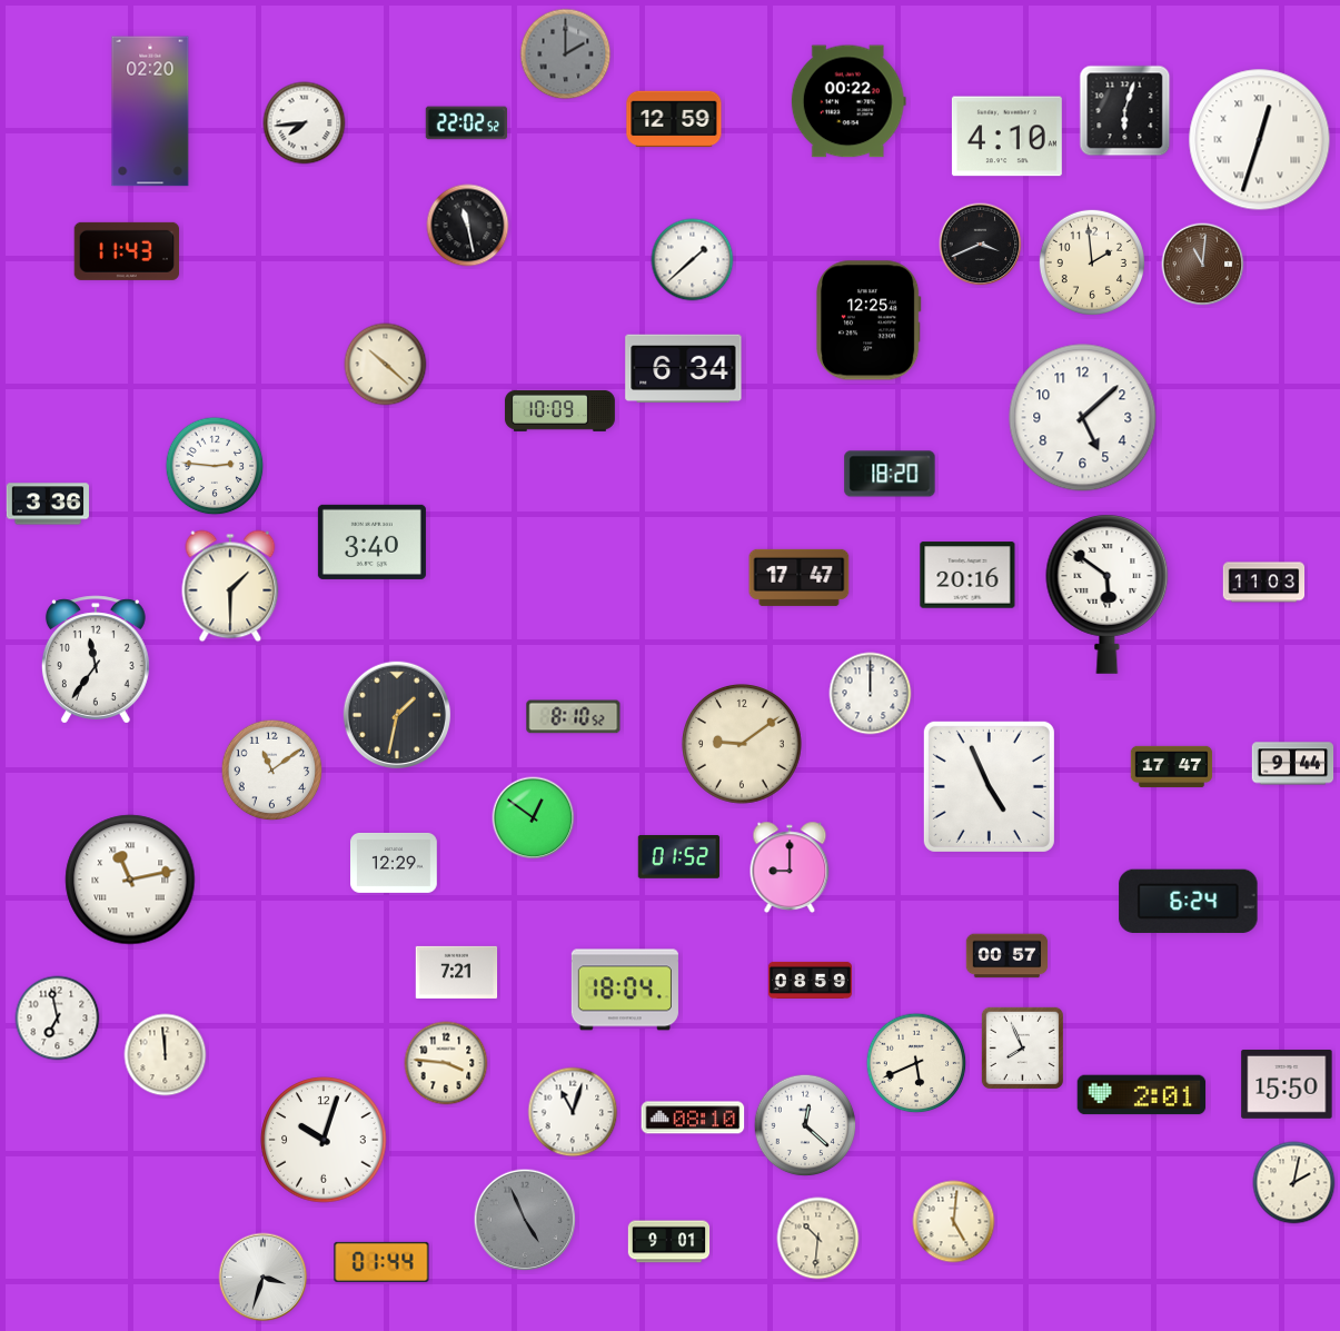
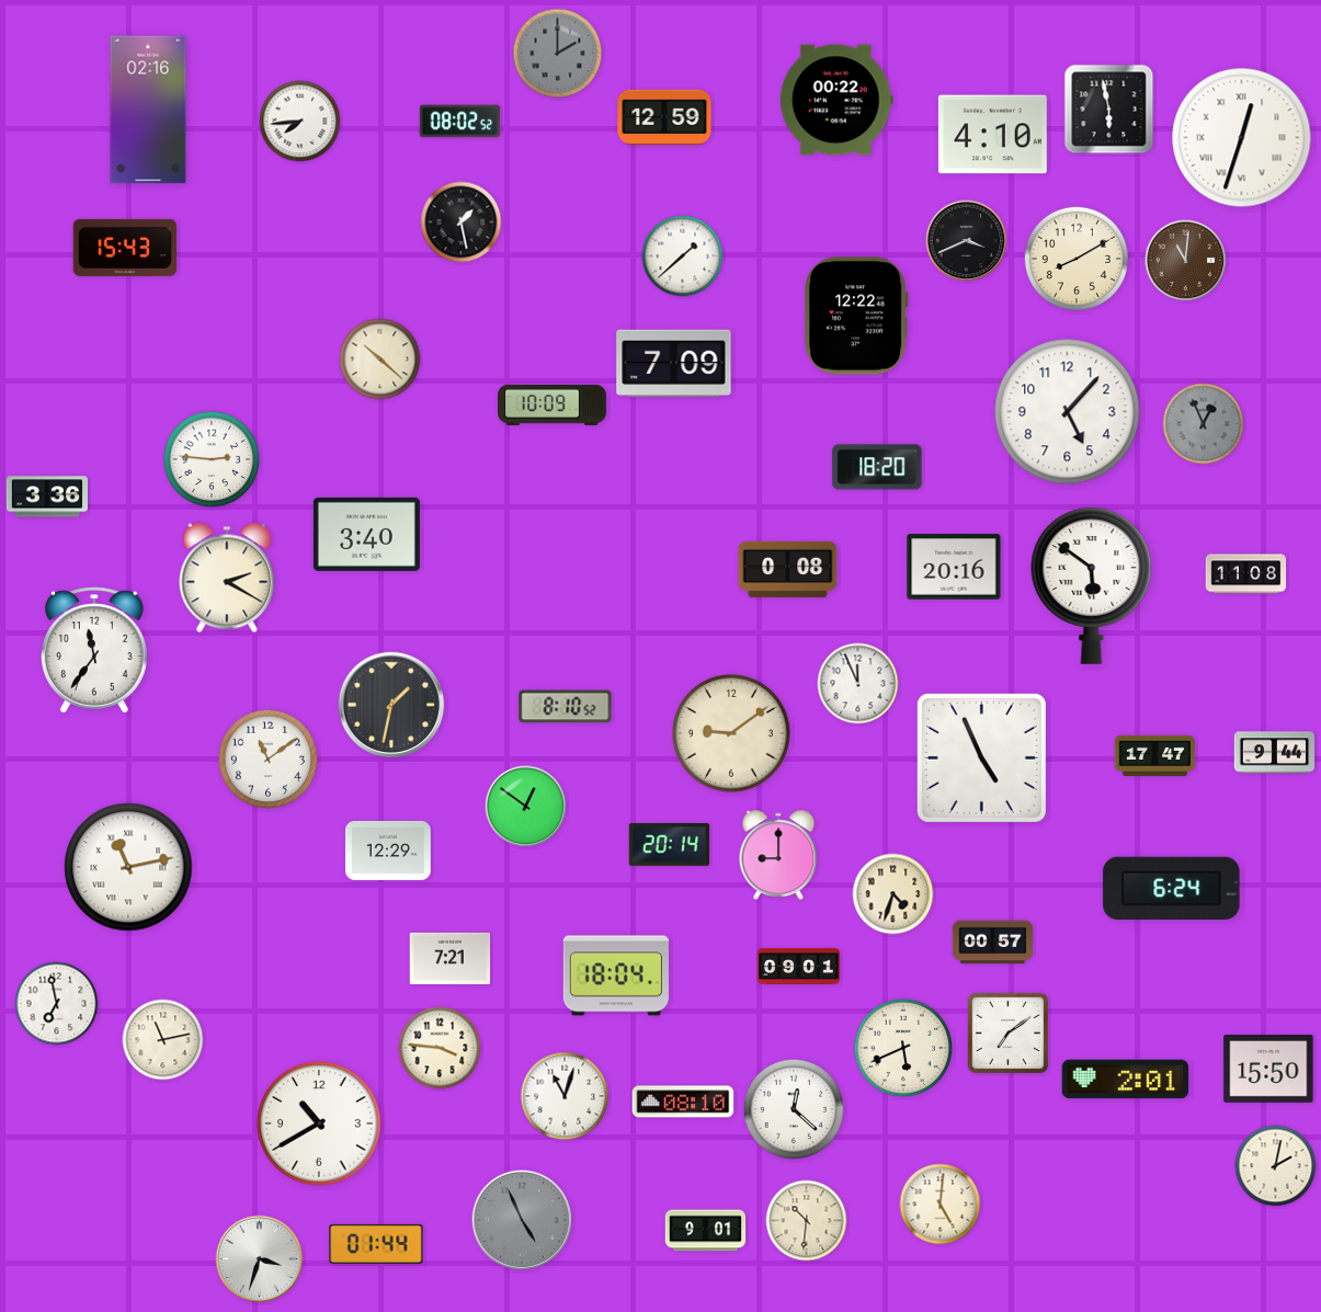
clock at (150, 111): 02:20 -> 02:16
clock at (1125, 111): 6:03 -> 5:58
clock at (467, 123): 22:02 -> 08:02
clock at (468, 226): 11:28 -> 1:28
clock at (127, 251): 11:43 -> 15:43
clock at (1092, 262): 1:59 -> 8:10
clock at (868, 320): 12:25 -> 12:22
clock at (684, 369): 6:34 -> 7:09
clock at (1083, 418): 5:08 -> 5:07
clock at (1204, 424): none -> 12:56
clock at (800, 577): 17:47 -> 0:08
clock at (1264, 583): 11:03 -> 11:08
clock at (230, 586): 1:30 -> 2:20
clock at (871, 694): 12:00 -> 11:56
clock at (989, 786) position: (989, 786) -> (981, 757)
clock at (679, 857): 01:52 -> 20:14
clock at (893, 894): none -> 4:33
clock at (810, 980): 08:59 -> 09:01
clock at (1022, 1047): 7:56 -> 7:09
clock at (166, 1055): 11:59 -> 11:13
clock at (324, 1140): 10:03 -> 10:40
clock at (525, 1220) position: (525, 1220) -> (522, 1220)
clock at (669, 1242) position: (669, 1242) -> (706, 1231)
